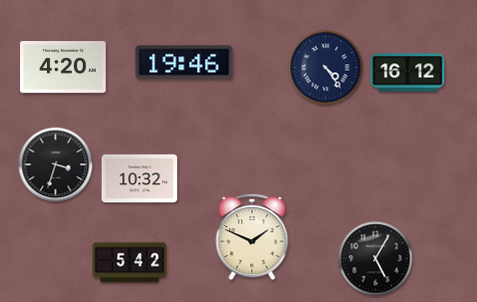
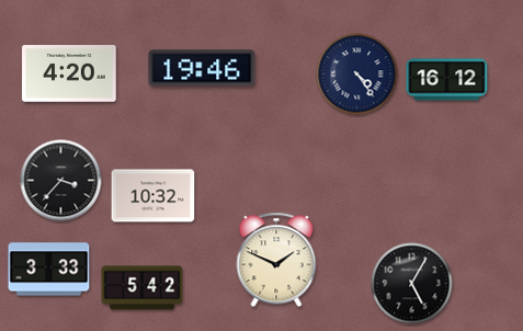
clock at (56, 165): 3:33 -> 3:37
clock at (49, 270): none -> 3:33
